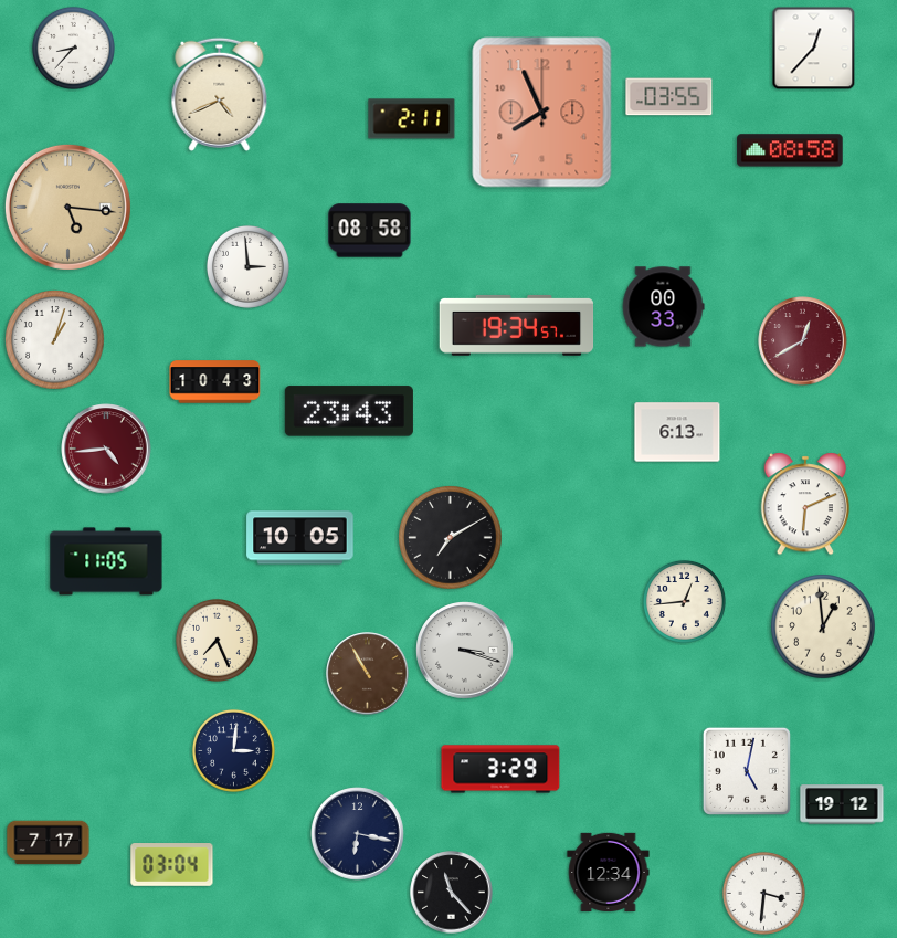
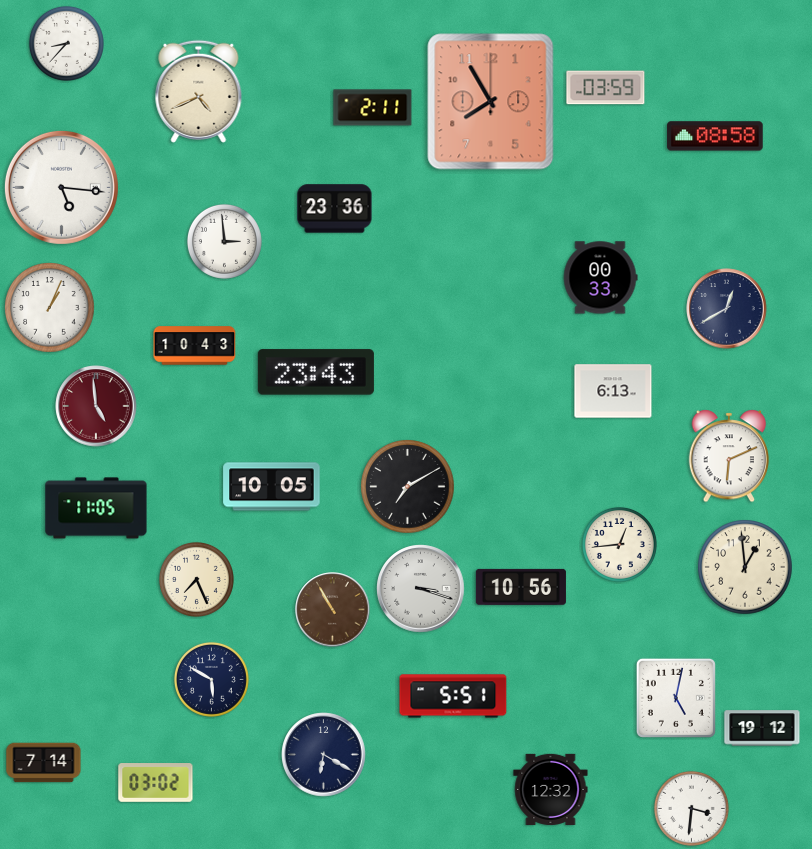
clock at (814, 49): 12:37 -> none
clock at (220, 94) position: (220, 94) -> (199, 91)
clock at (669, 97): 03:55 -> 03:59
clock at (542, 113): 7:56 -> 7:55
clock at (67, 207) dial: champagne -> white
clock at (370, 231): 08:58 -> 23:36
clock at (517, 325): 19:34 -> none
clock at (55, 340): 1:03 -> 1:04
clock at (803, 341) dial: burgundy -> navy
clock at (106, 449): 4:44 -> 4:59
clock at (521, 587): none -> 10:56
clock at (233, 750): 3:01 -> 5:50
clock at (500, 769): 3:29 -> 5:51
clock at (358, 834): 6:17 -> 6:20
clock at (49, 843): 7:17 -> 7:14
clock at (172, 865): 03:04 -> 03:02
clock at (609, 872): 12:34 -> 12:32
clock at (452, 893): 11:23 -> none
